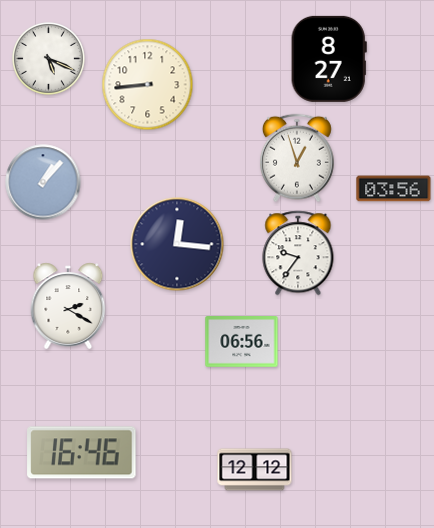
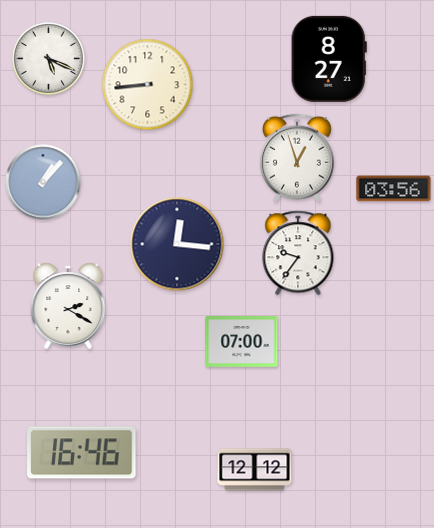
clock at (242, 342): 06:56 -> 07:00
